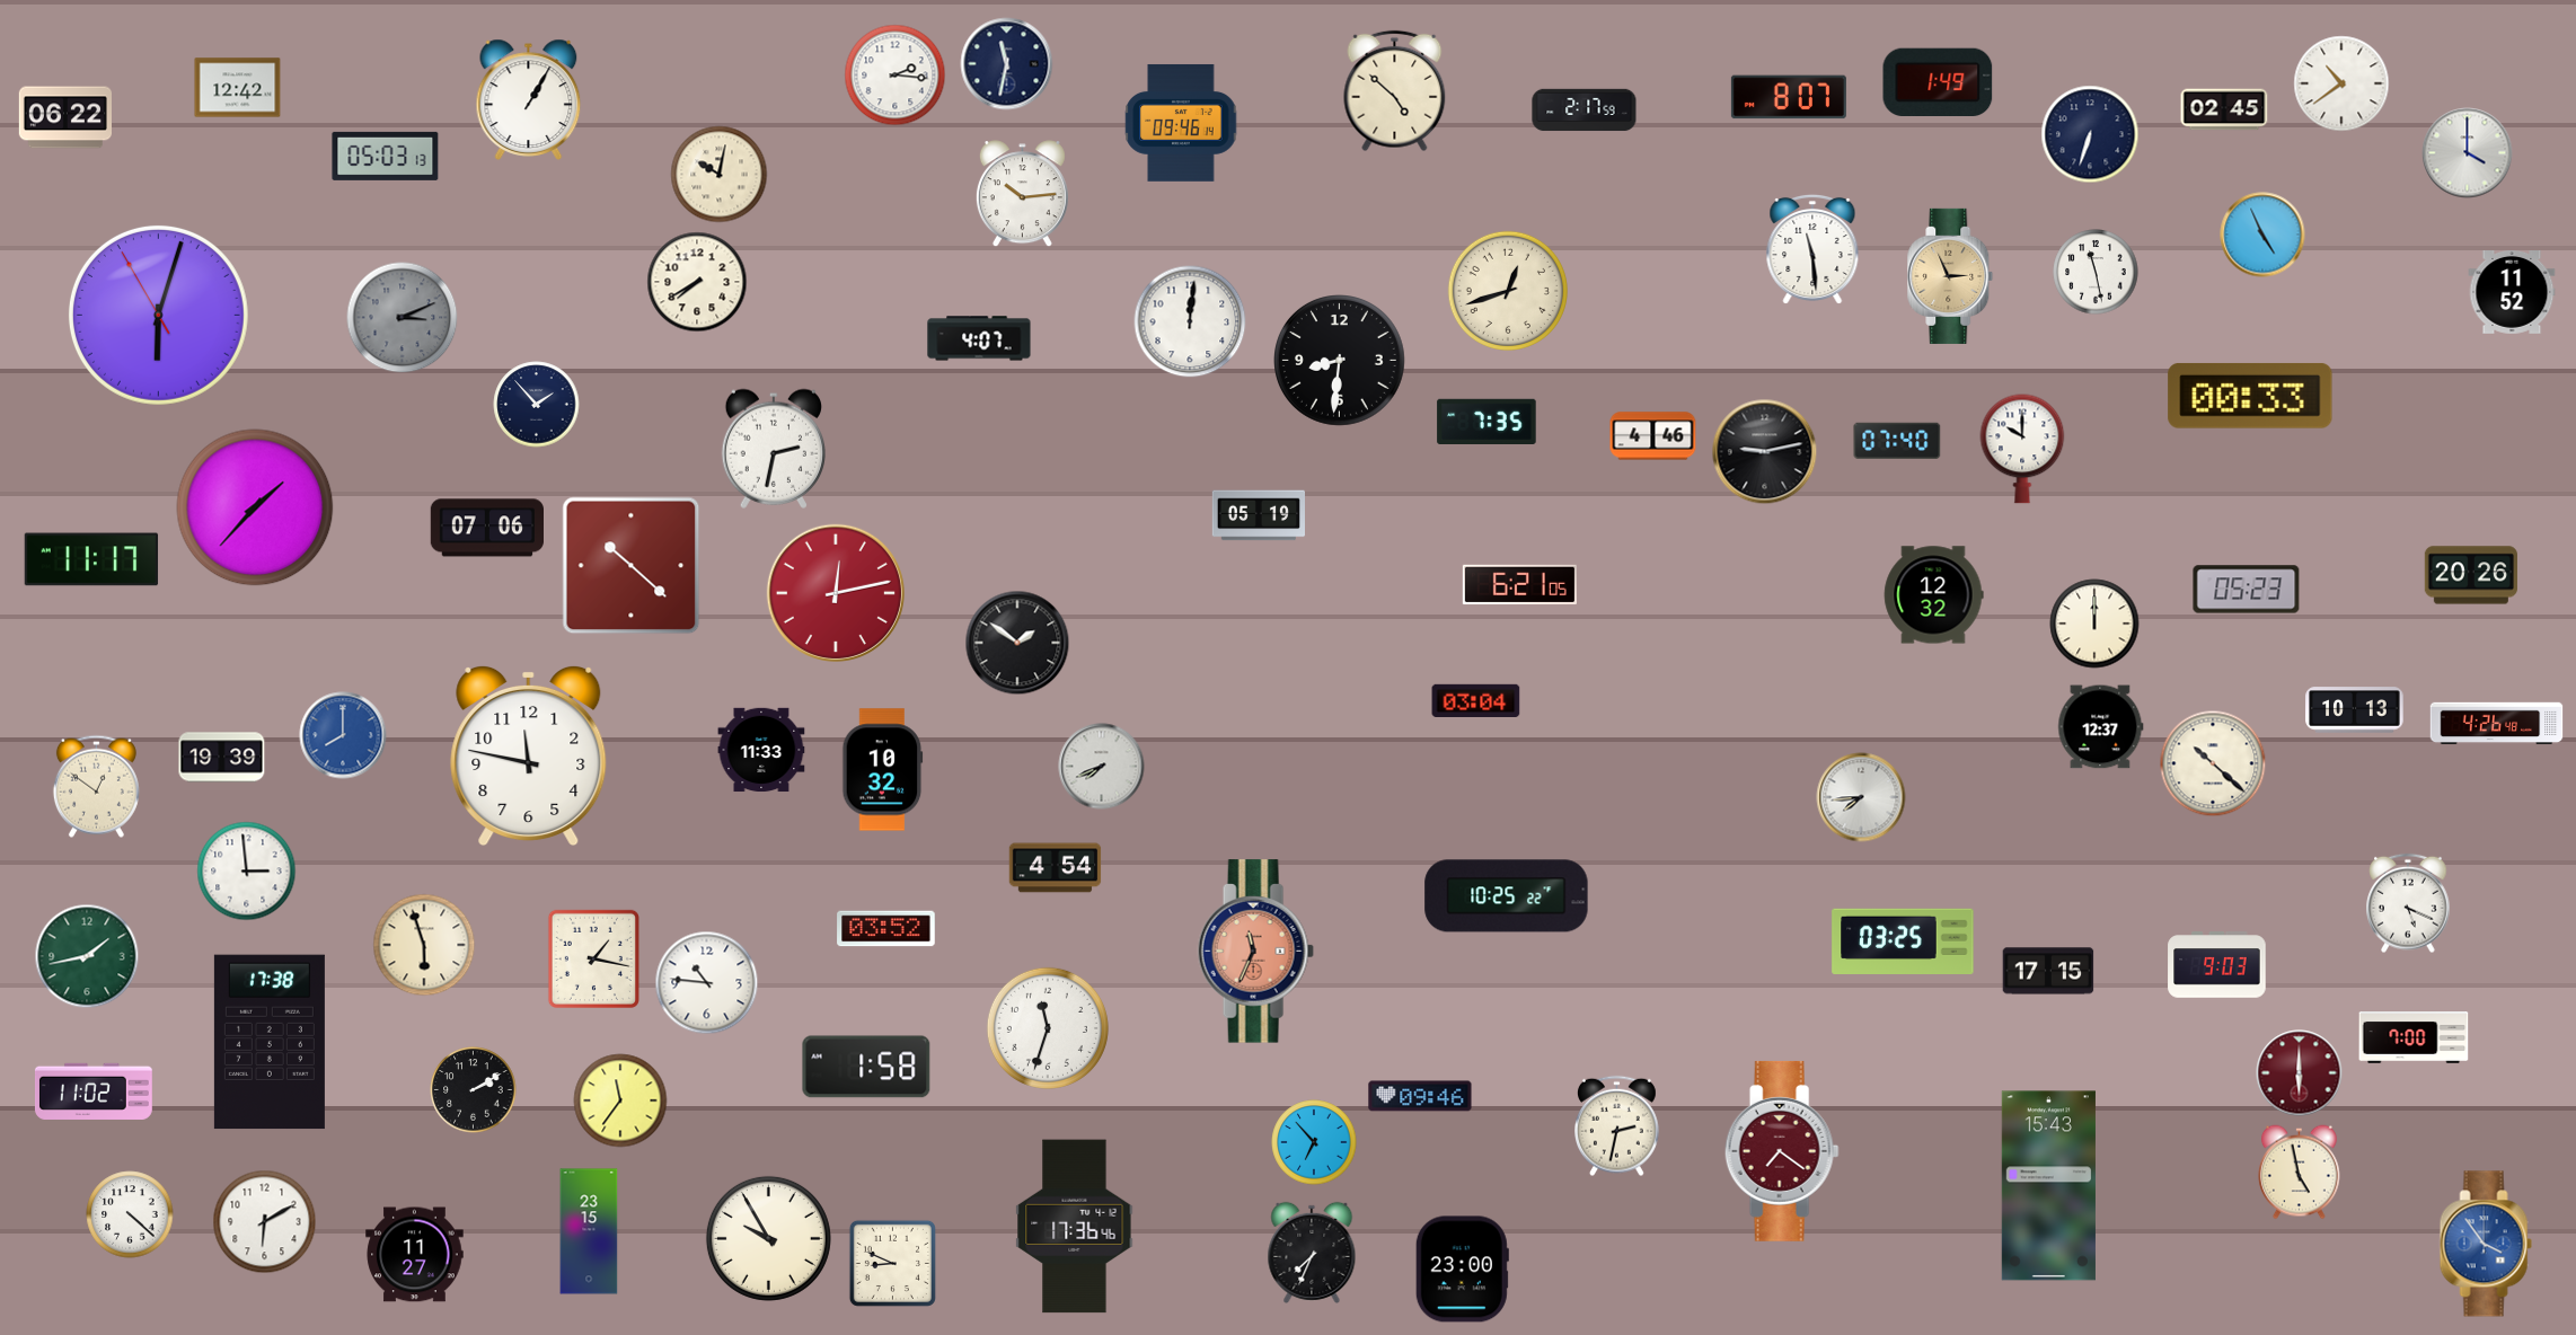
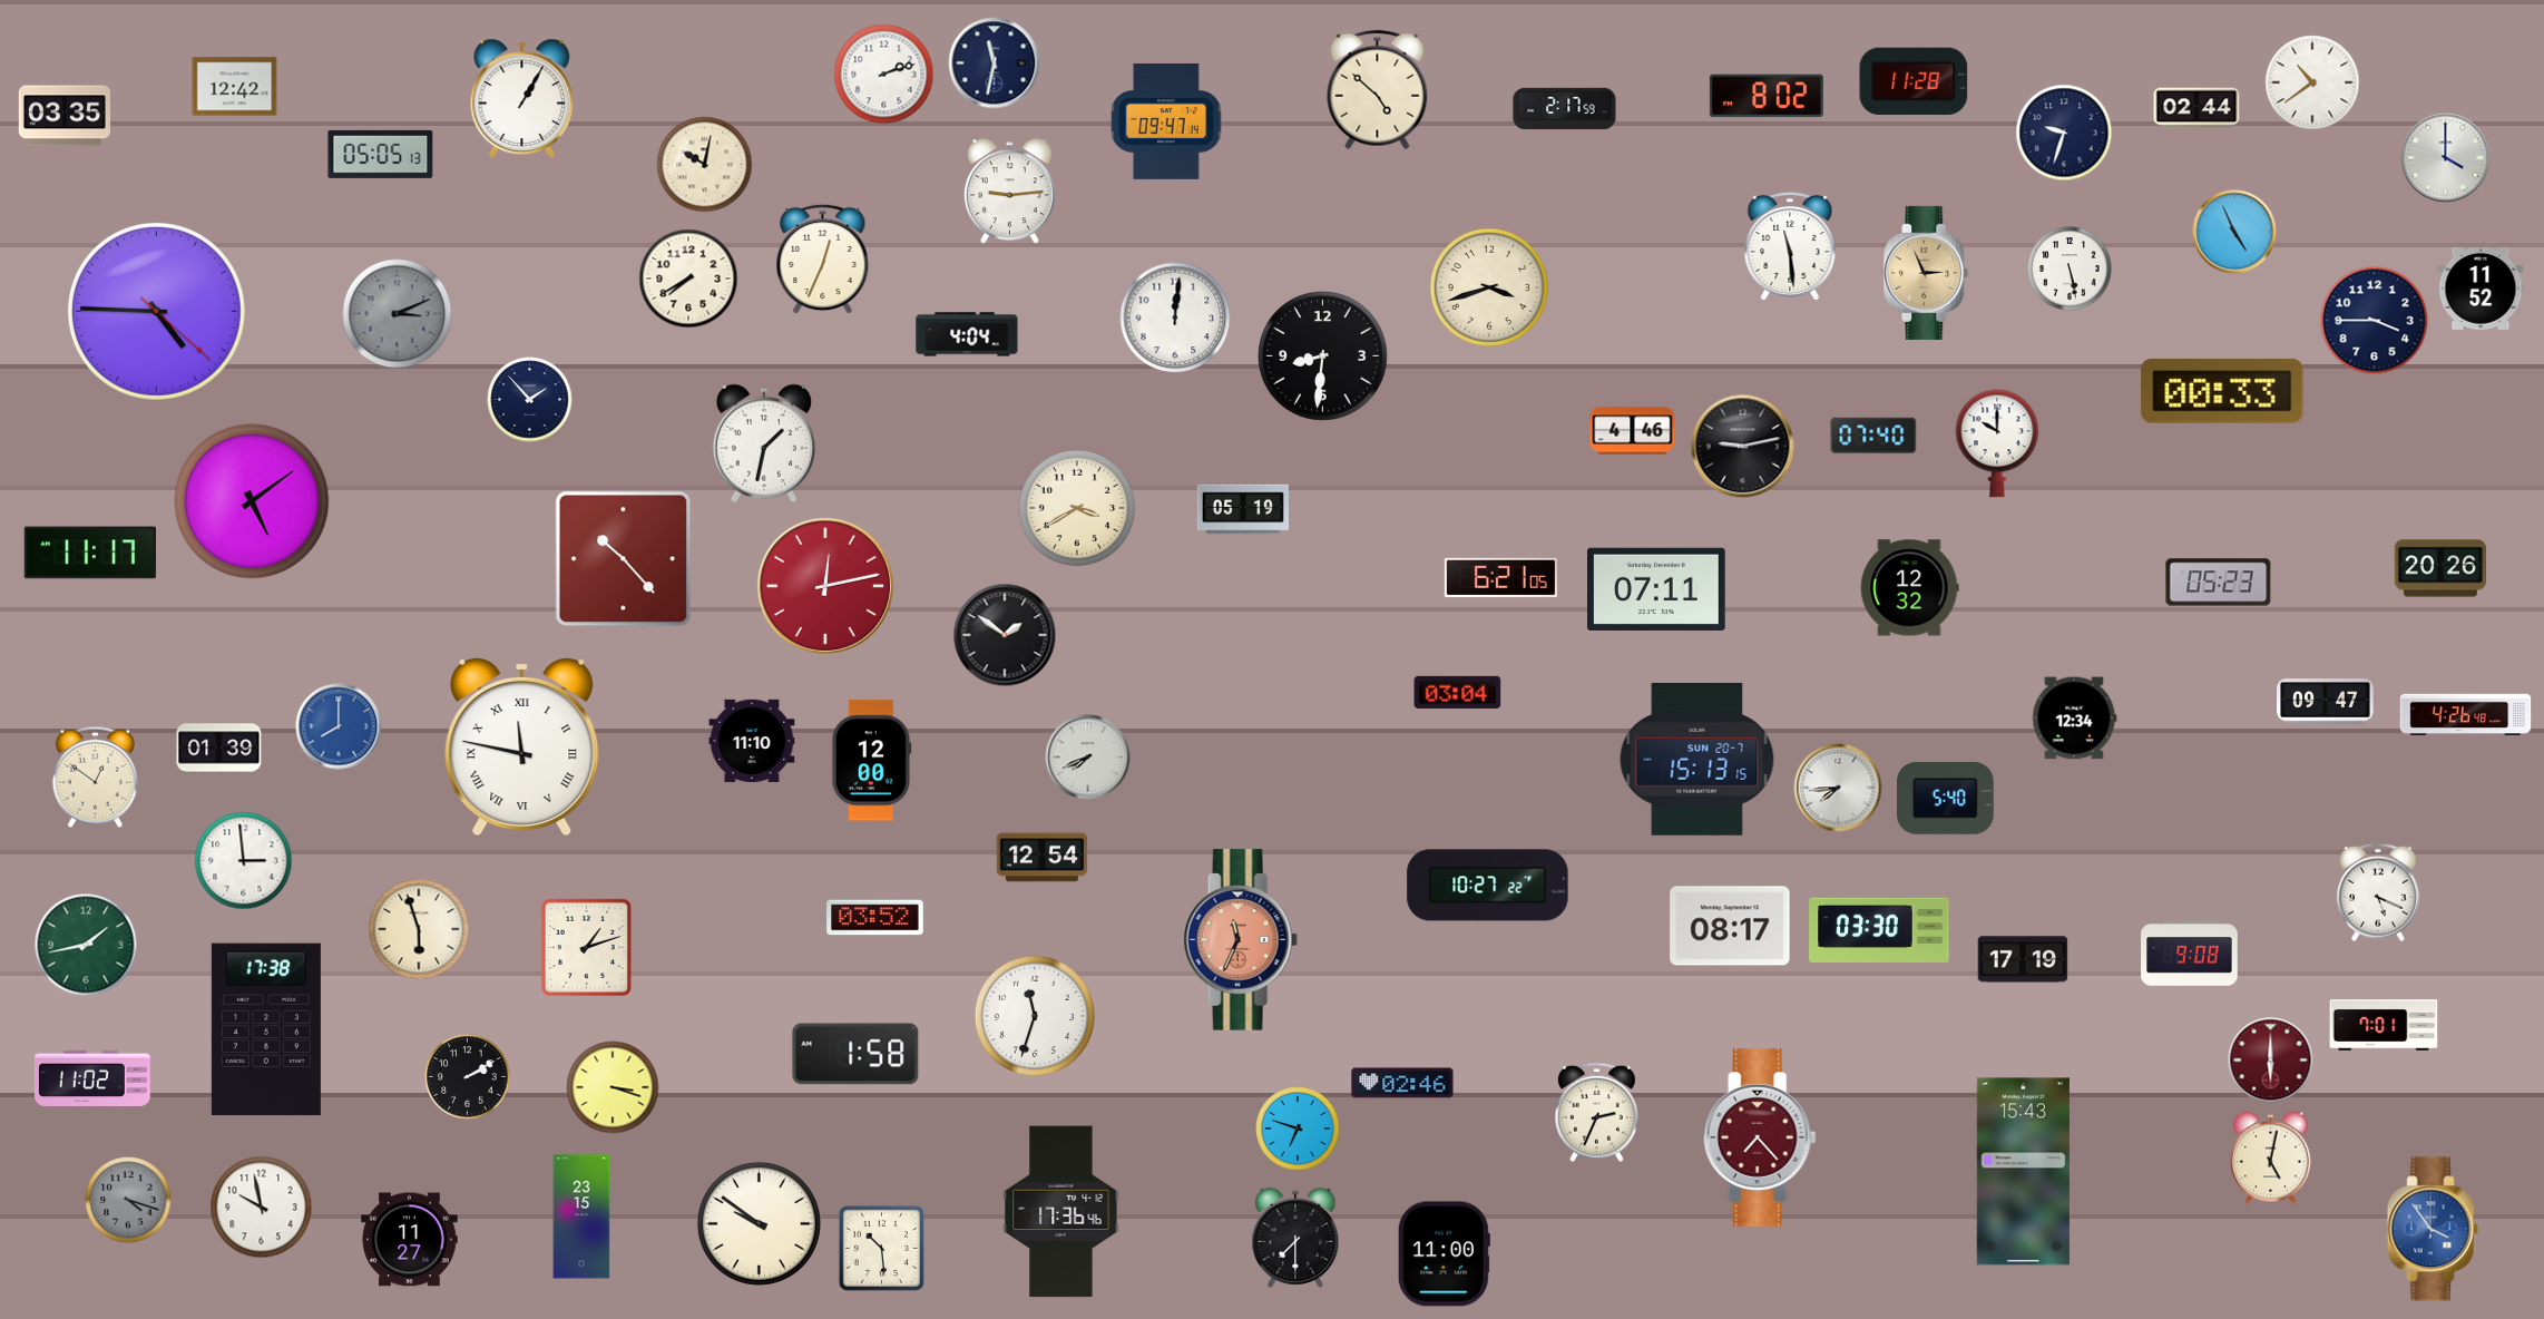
clock at (896, 76): 2:16 -> 2:12
clock at (1938, 81): 1:49 -> 11:28
clock at (1789, 97): 8:07 -> 8:02
clock at (2224, 109): 02:45 -> 02:44
clock at (64, 117): 06:22 -> 03:35
clock at (1181, 123): 09:46 -> 09:47
clock at (2090, 134): 6:33 -> 9:33
clock at (2468, 153) position: (2468, 153) -> (2446, 158)
clock at (386, 156): 05:03 -> 05:05
clock at (720, 175) position: (720, 175) -> (705, 165)
clock at (1022, 194): 10:14 -> 9:14
clock at (823, 260): none -> 12:34
clock at (2096, 272): 11:28 -> 5:28
clock at (1507, 290): 12:42 -> 3:42
clock at (158, 315): 6:02 -> 4:45
clock at (2375, 321): none -> 3:45
clock at (979, 338): 4:07 -> 4:04
clock at (1487, 421): 7:35 -> none
clock at (774, 449): 2:32 -> 1:32
clock at (255, 507): 1:37 -> 5:09
clock at (1077, 508): none -> 3:40
clock at (486, 528): 07:06 -> none
clock at (632, 566): 10:22 -> 10:23
clock at (1657, 588): none -> 07:11
clock at (2094, 624): 12:00 -> none
clock at (2355, 710): 10:13 -> 09:47
clock at (2101, 727): 12:37 -> 12:34
clock at (761, 750): 11:33 -> 11:10
clock at (529, 755) numerals: Arabic -> Roman
clock at (222, 758): 19:39 -> 01:39
clock at (2213, 763): 10:22 -> none
clock at (1697, 760): none -> 15:13
clock at (883, 770): 10:32 -> 12:00
clock at (1946, 798): none -> 5:40
clock at (1056, 868): 4:54 -> 12:54
clock at (1507, 896): 10:25 -> 10:27
clock at (1730, 926): none -> 08:17
clock at (1903, 941): 03:25 -> 03:30
clock at (424, 945) position: (424, 945) -> (419, 929)
clock at (593, 958): 1:17 -> 1:12
clock at (2217, 965): 9:03 -> 9:08
clock at (2048, 971): 17:15 -> 17:19
clock at (707, 983): 10:46 -> none
clock at (2414, 1038): 7:00 -> 7:01
clock at (1420, 1096): 09:46 -> 02:46
clock at (620, 1100): 11:36 -> 3:18
clock at (1617, 1126): 2:32 -> 2:34
clock at (1314, 1142): 6:53 -> 6:48
clock at (1782, 1151): 7:21 -> 7:23
clock at (2299, 1173): 4:58 -> 5:02
clock at (130, 1214): 4:22 -> 4:18
clock at (130, 1214) dial: white -> grey
clock at (265, 1222): 6:10 -> 9:58
clock at (768, 1238): 9:55 -> 9:51
clock at (2486, 1244) position: (2486, 1244) -> (2433, 1229)
clock at (1312, 1253): 7:34 -> 7:30
clock at (892, 1263): 8:49 -> 10:29
clock at (1462, 1270): 23:00 -> 11:00
